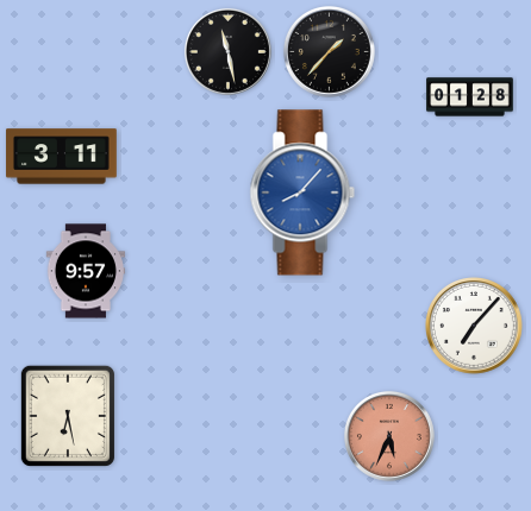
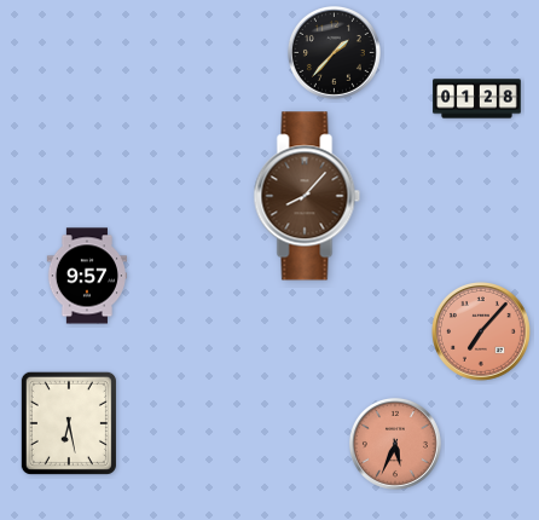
clock at (227, 51): 11:28 -> none
clock at (62, 157): 3:11 -> none
clock at (302, 193) dial: blue -> brown
clock at (475, 327) dial: white -> salmon
